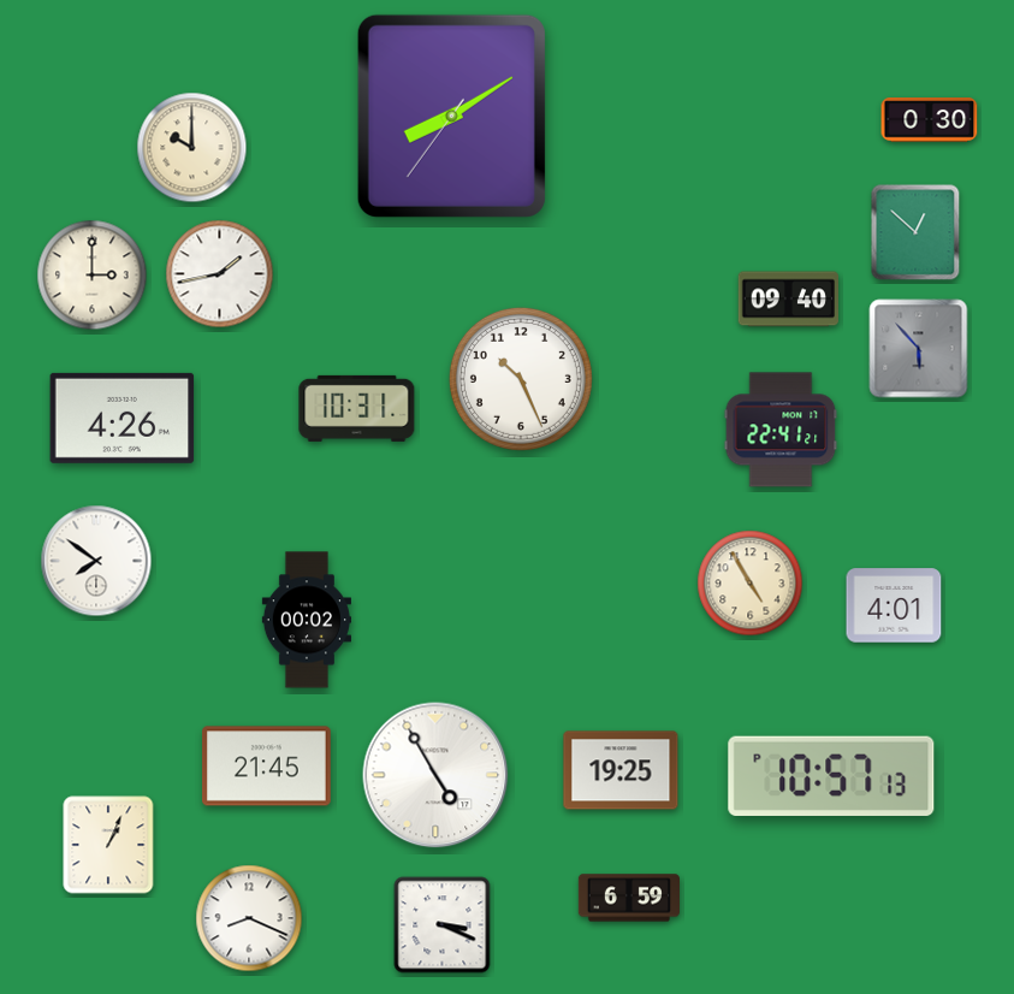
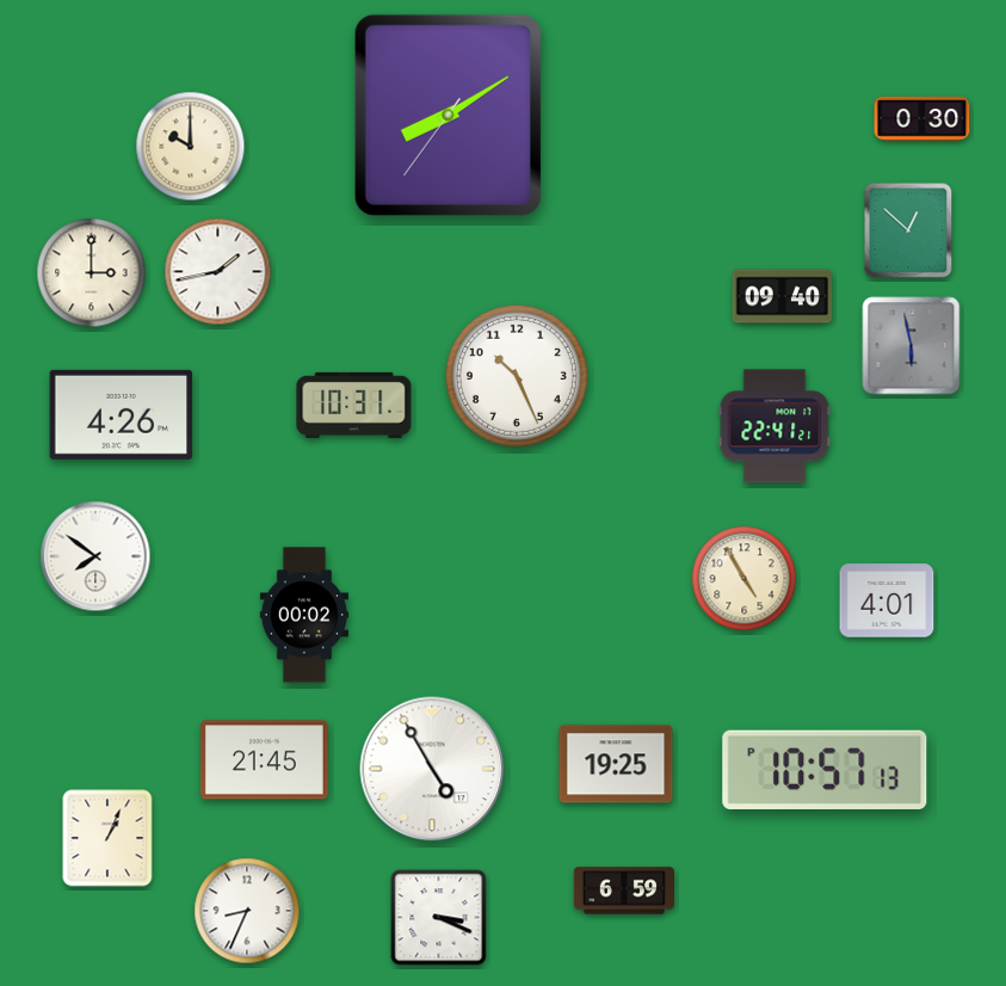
clock at (919, 349): 5:53 -> 5:58
clock at (249, 918): 8:19 -> 8:34
